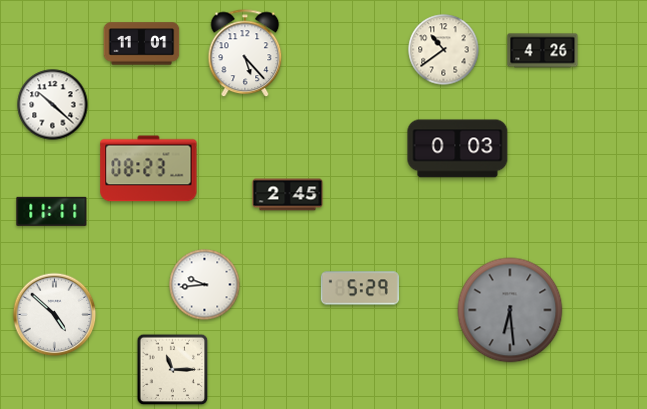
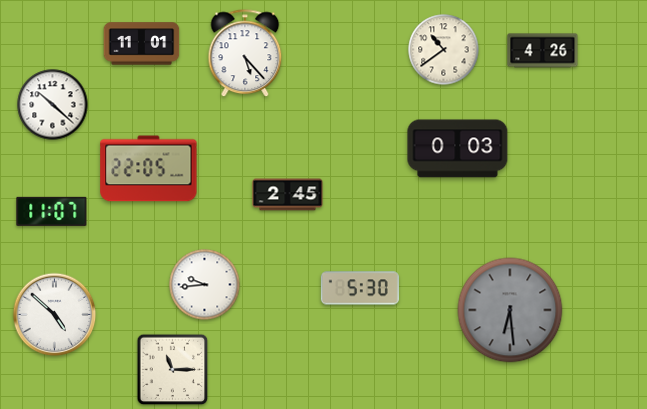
clock at (149, 169): 08:23 -> 22:05
clock at (52, 211): 11:11 -> 11:07
clock at (360, 288): 5:29 -> 5:30
